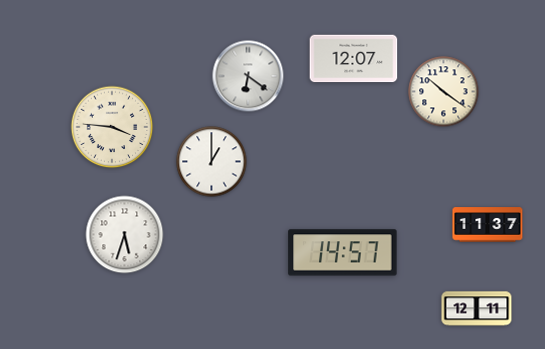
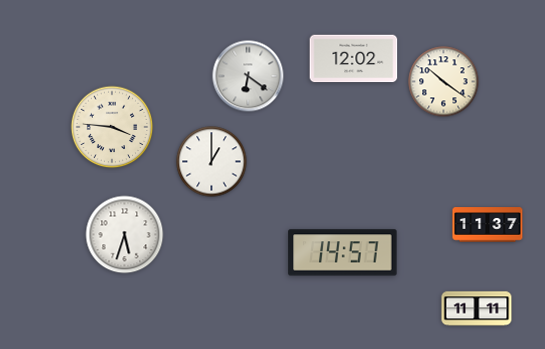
clock at (354, 59): 12:07 -> 12:02
clock at (444, 92) position: (444, 92) -> (444, 82)
clock at (477, 309): 12:11 -> 11:11
